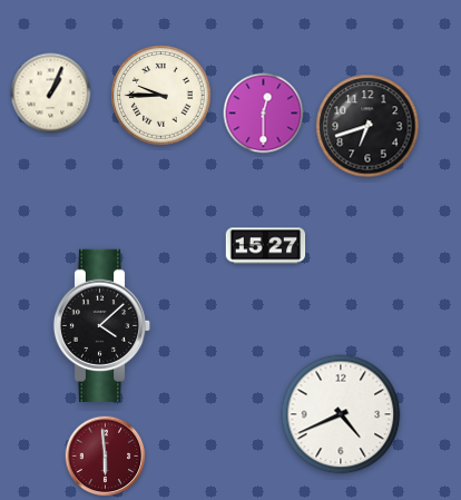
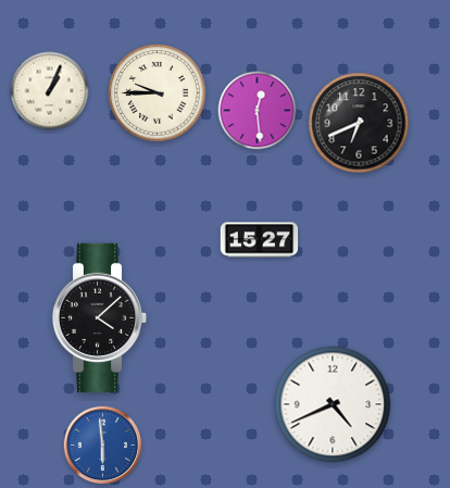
clock at (264, 114): 12:30 -> 12:29
clock at (367, 126): 6:42 -> 6:41
clock at (106, 457) dial: burgundy -> blue
